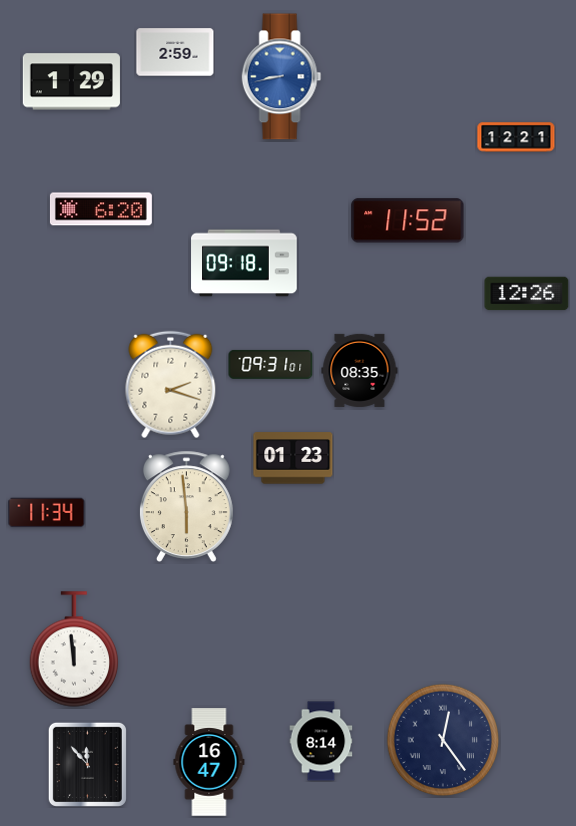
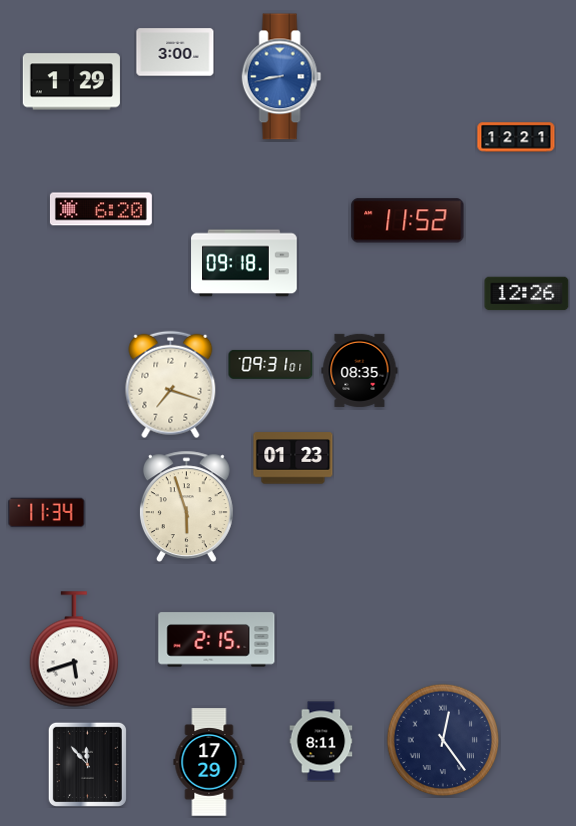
clock at (175, 52): 2:59 -> 3:00
clock at (171, 385): 2:18 -> 7:18
clock at (186, 506): 5:59 -> 5:57
clock at (217, 640): none -> 2:15
clock at (74, 649): 11:59 -> 5:42
clock at (321, 741): 8:14 -> 8:11
clock at (209, 762): 16:47 -> 17:29
